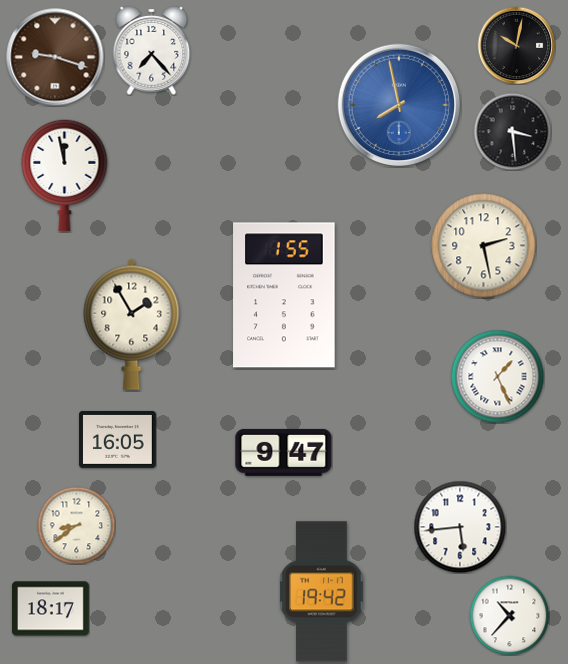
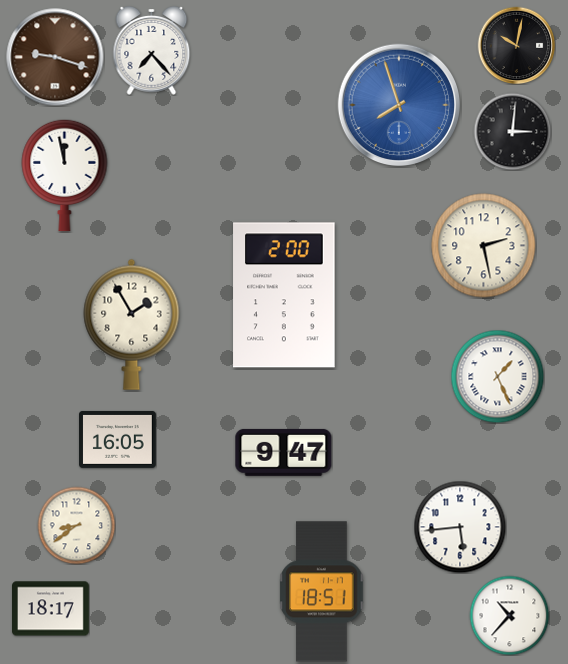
clock at (398, 104): 7:58 -> 7:57
clock at (512, 131): 3:29 -> 3:01
clock at (284, 295): 1:55 -> 2:00
clock at (322, 592): 19:42 -> 18:51
